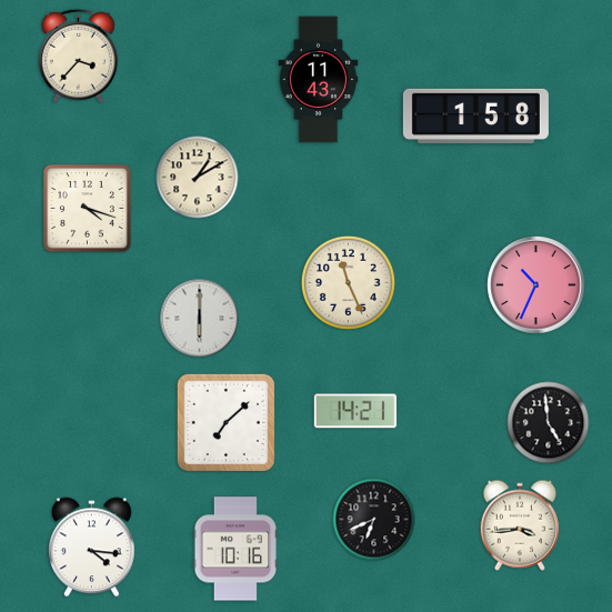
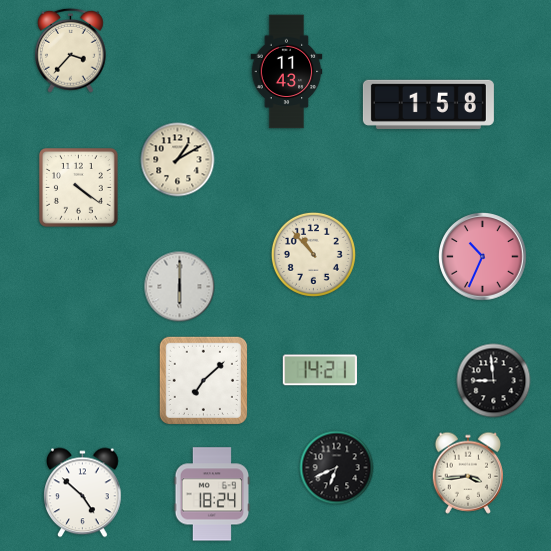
clock at (88, 209): 4:18 -> 4:21
clock at (348, 282): 11:26 -> 10:53
clock at (549, 423): 4:59 -> 8:59
clock at (92, 548): 4:16 -> 4:52
clock at (235, 549): 10:16 -> 18:24
